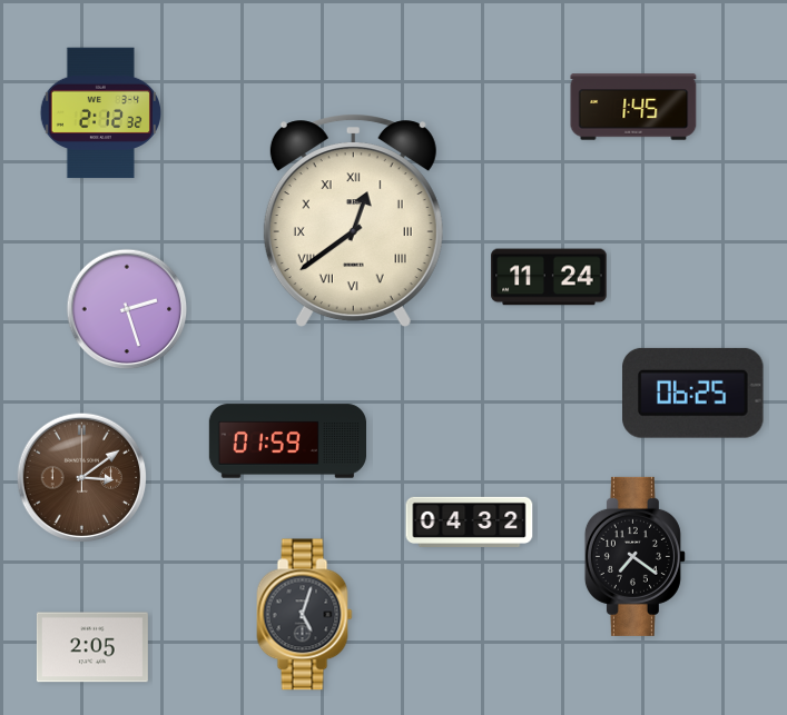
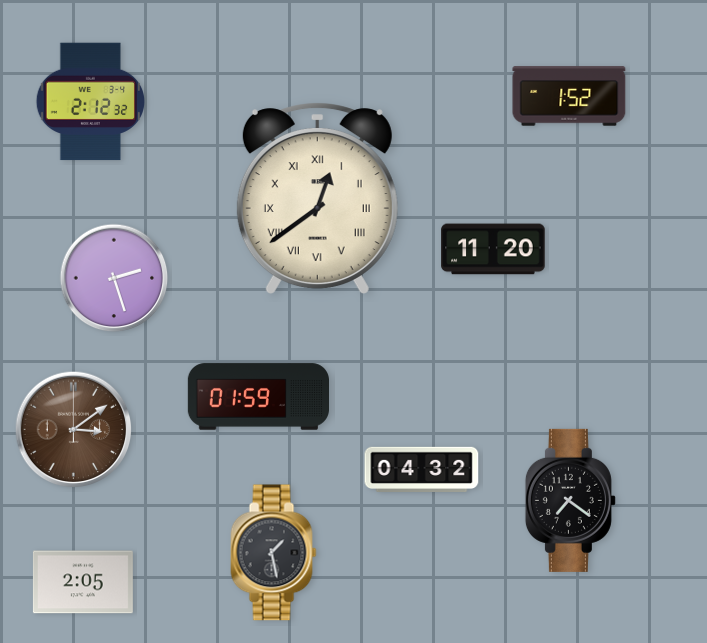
clock at (633, 107): 1:45 -> 1:52
clock at (549, 277): 11:24 -> 11:20
clock at (693, 393): 06:25 -> none
clock at (305, 615): 5:03 -> 1:28
